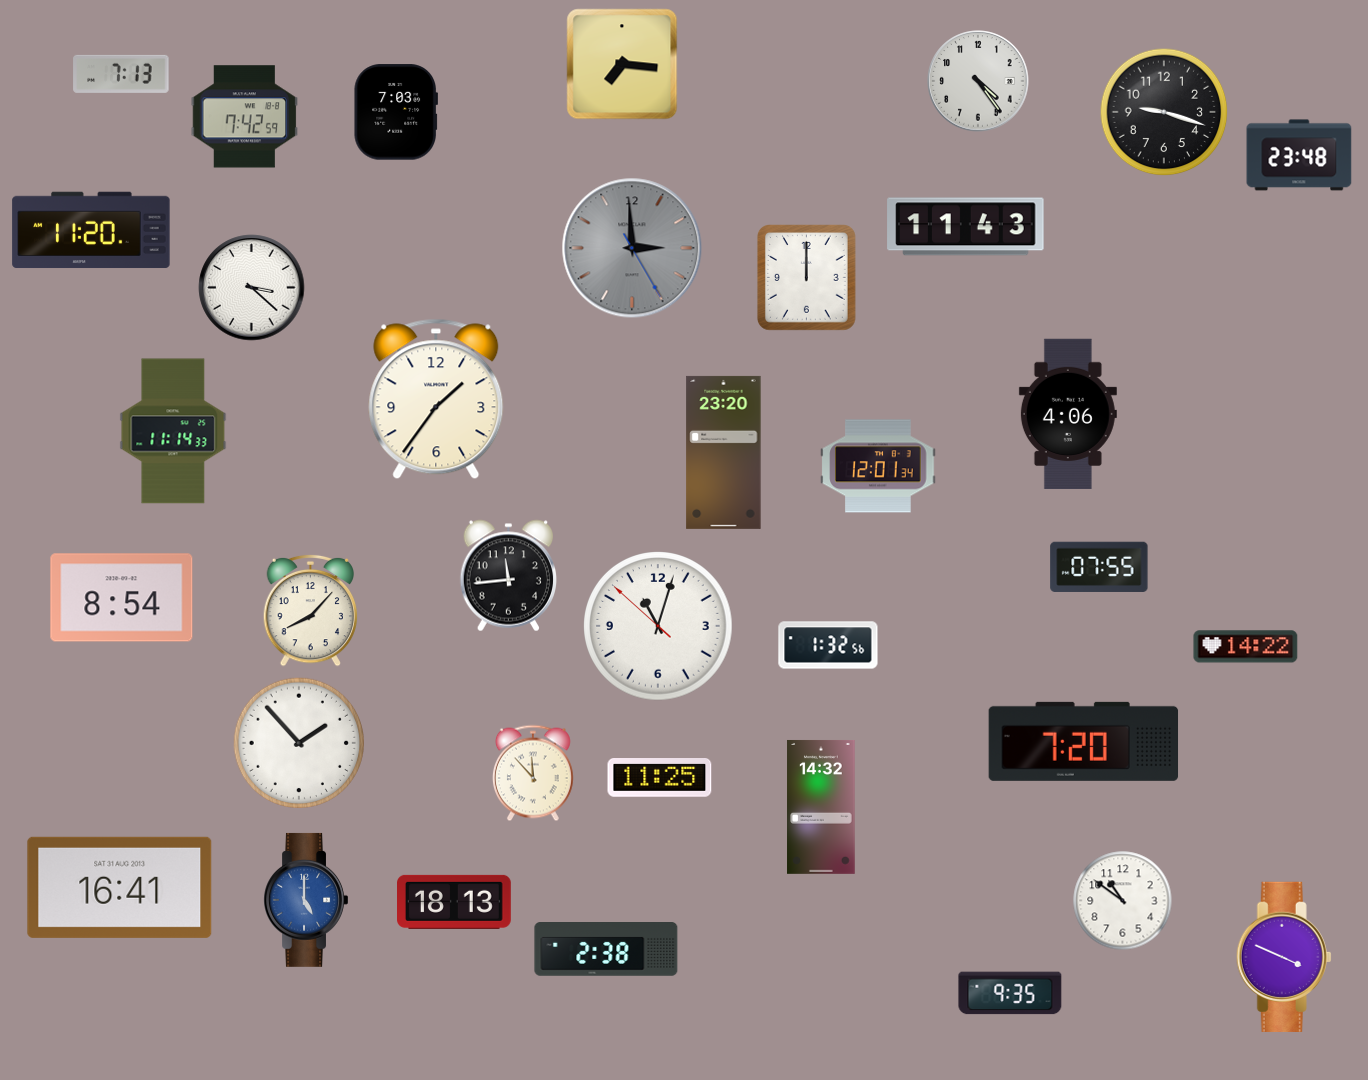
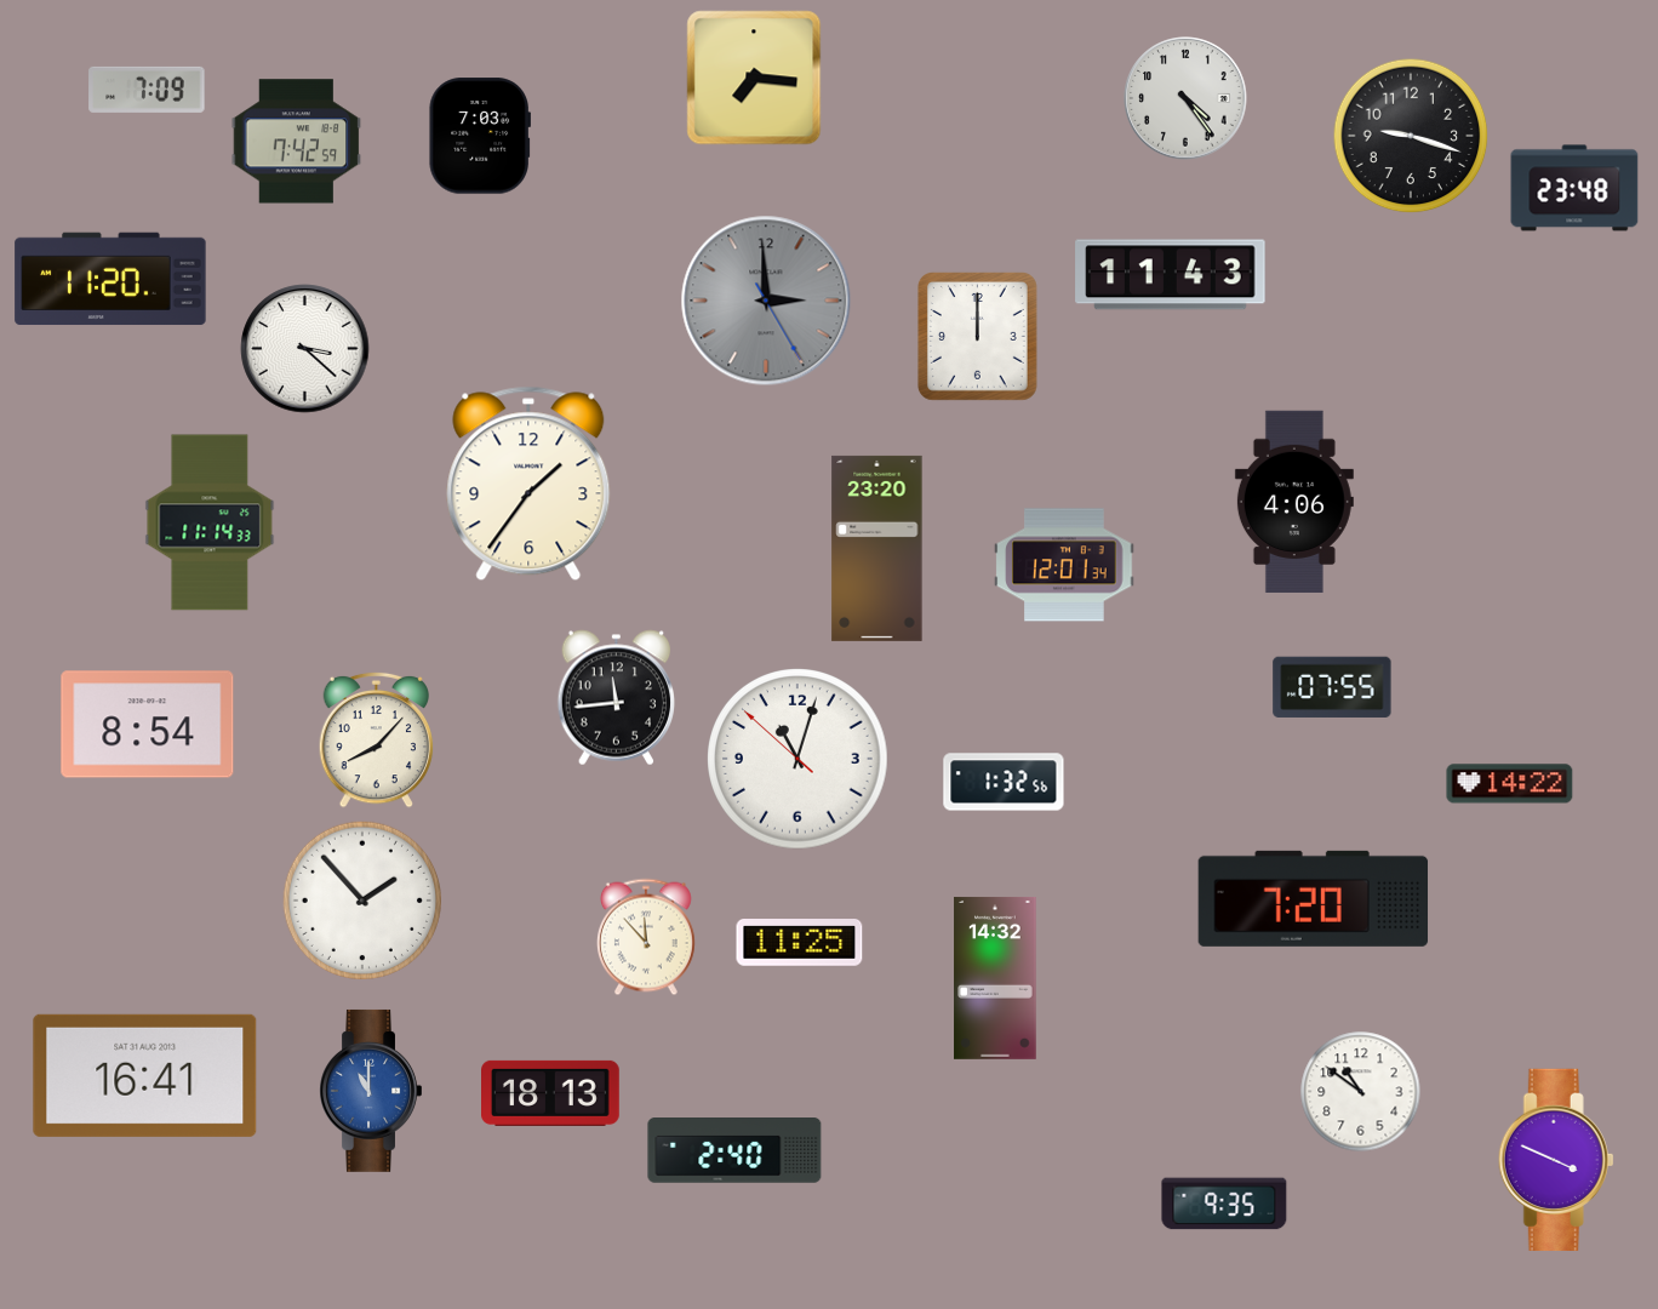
clock at (121, 74): 7:13 -> 7:09
clock at (306, 900): 5:00 -> 11:00
clock at (606, 950): 2:38 -> 2:40
